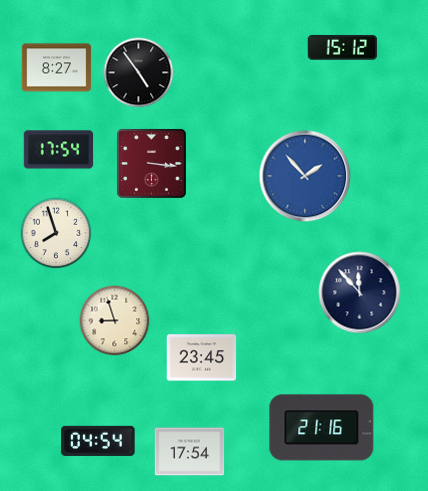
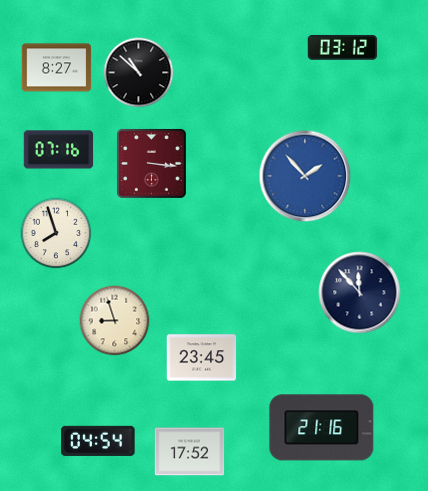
clock at (343, 47): 15:12 -> 03:12
clock at (139, 73): 4:54 -> 10:52
clock at (59, 150): 17:54 -> 07:16
clock at (190, 452): 17:54 -> 17:52
